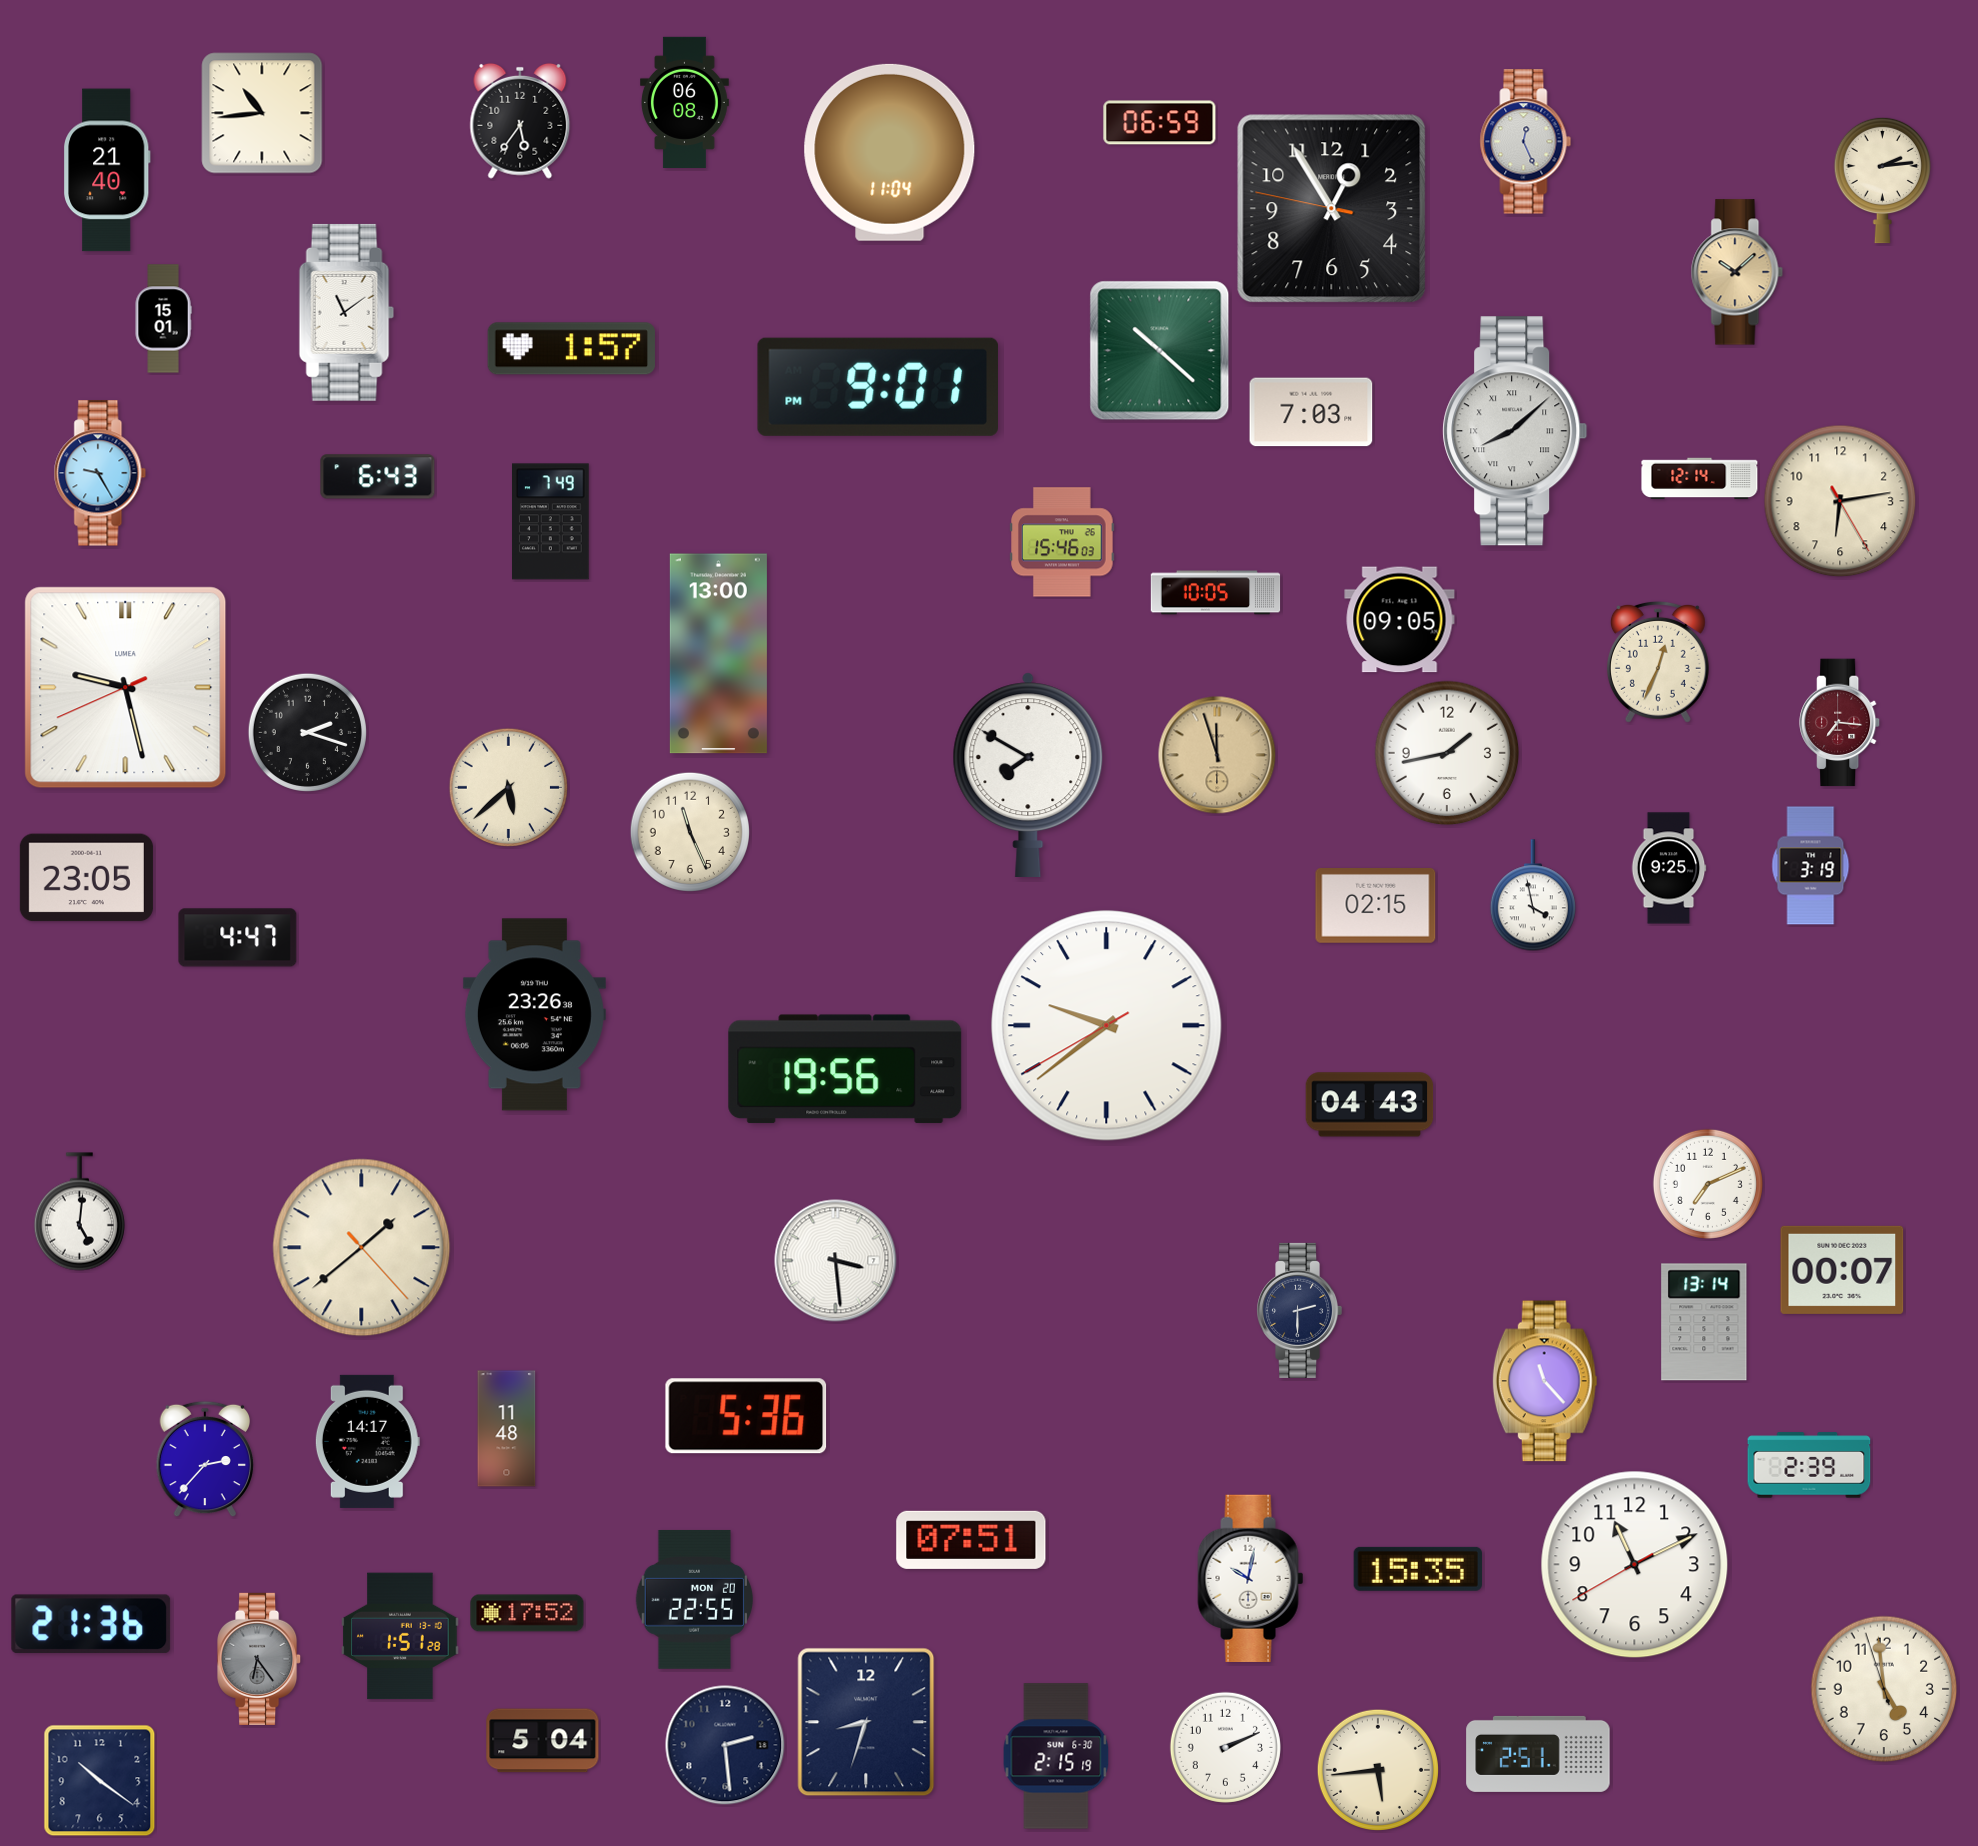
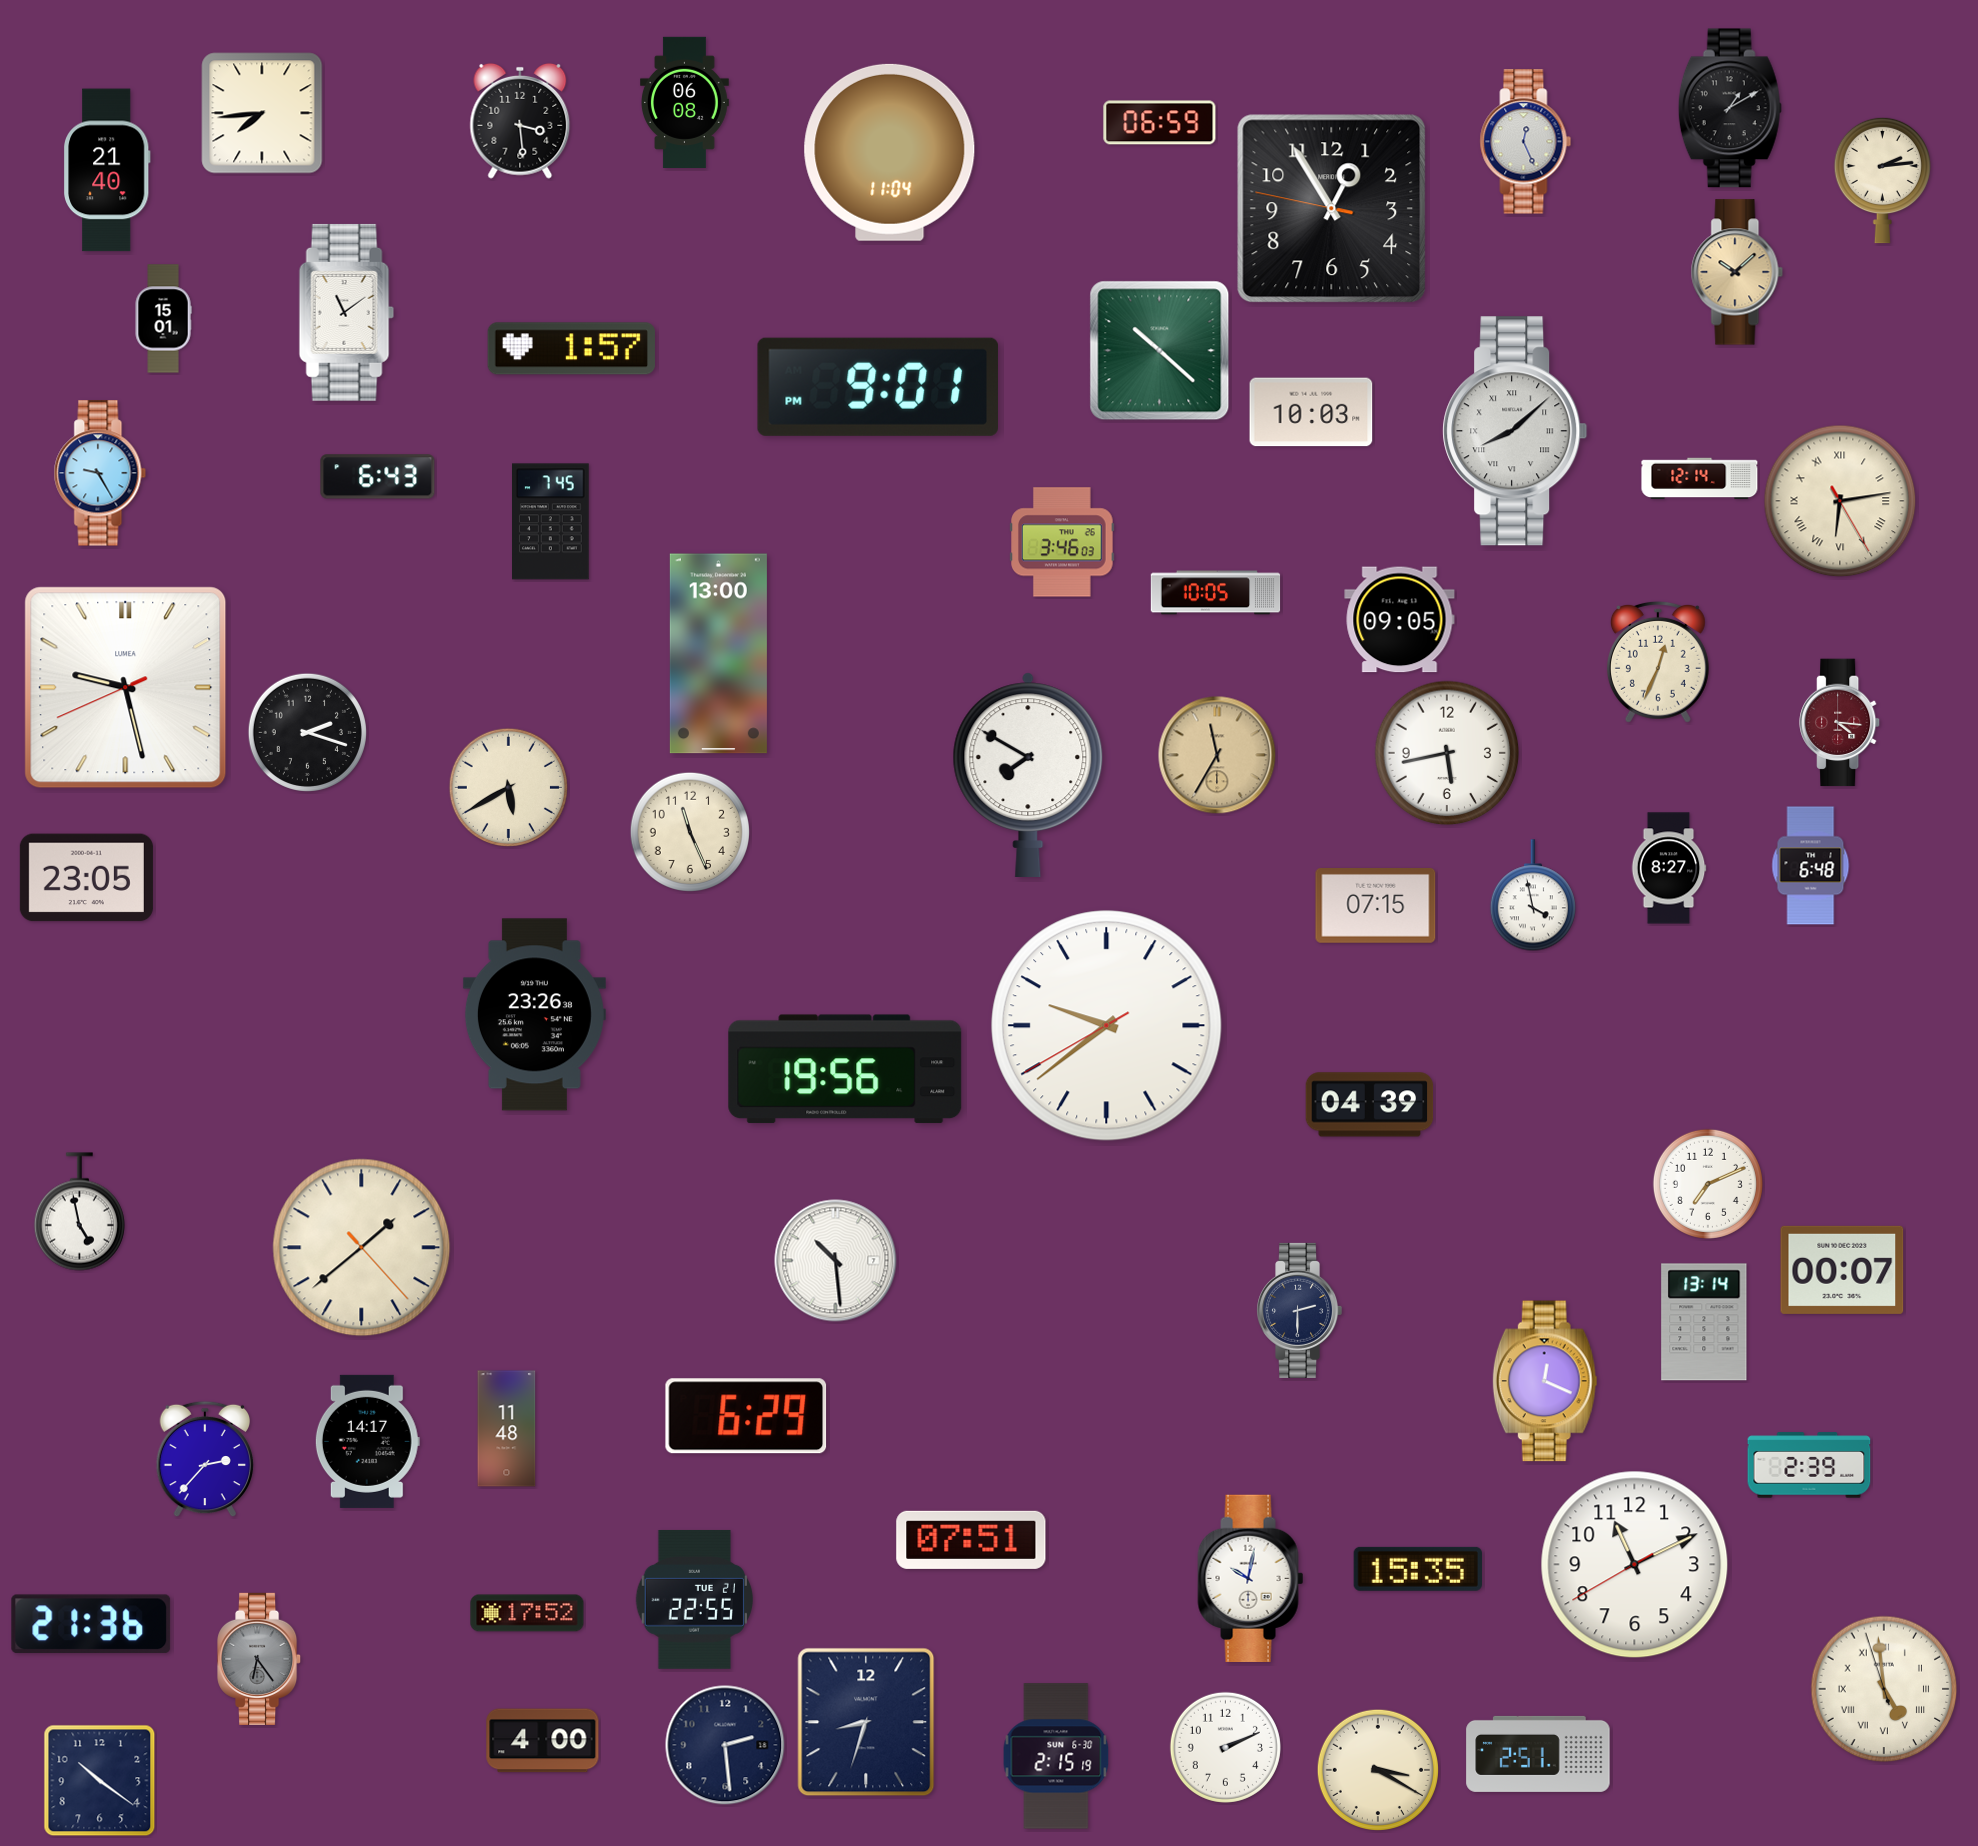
clock at (1730, 108): none -> 1:10
clock at (262, 113): 10:44 -> 7:44
clock at (520, 121): 5:36 -> 3:29
clock at (1311, 412): 7:03 -> 10:03
clock at (1840, 501) numerals: Arabic -> Roman
clock at (551, 522): 7:49 -> 7:45
clock at (1062, 542): 15:46 -> 3:46
clock at (1840, 723): 7:16 -> 4:16
clock at (1447, 753): 1:43 -> 5:43
clock at (1217, 755): 11:57 -> 11:35
clock at (508, 787): 5:38 -> 5:40
clock at (1811, 866): 3:19 -> 6:48
clock at (1669, 868): 9:25 -> 8:27
clock at (1376, 906): 02:15 -> 07:15
clock at (238, 938): 4:47 -> none
clock at (1370, 1105): 04:43 -> 04:39
clock at (79, 1212): 5:01 -> 4:58
clock at (836, 1261): 3:29 -> 10:29
clock at (1545, 1381): 11:23 -> 12:19
clock at (746, 1416): 5:36 -> 6:29
clock at (694, 1599) date: MON 20 -> TUE 21
clock at (400, 1636): 1:51 -> none
clock at (1884, 1689) numerals: Arabic -> Roman
clock at (543, 1741): 5:04 -> 4:00
clock at (1377, 1769): 5:44 -> 3:20
